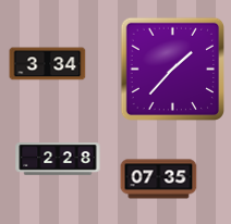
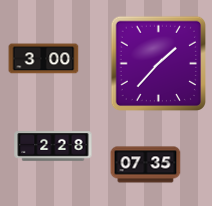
clock at (48, 64): 3:34 -> 3:00
